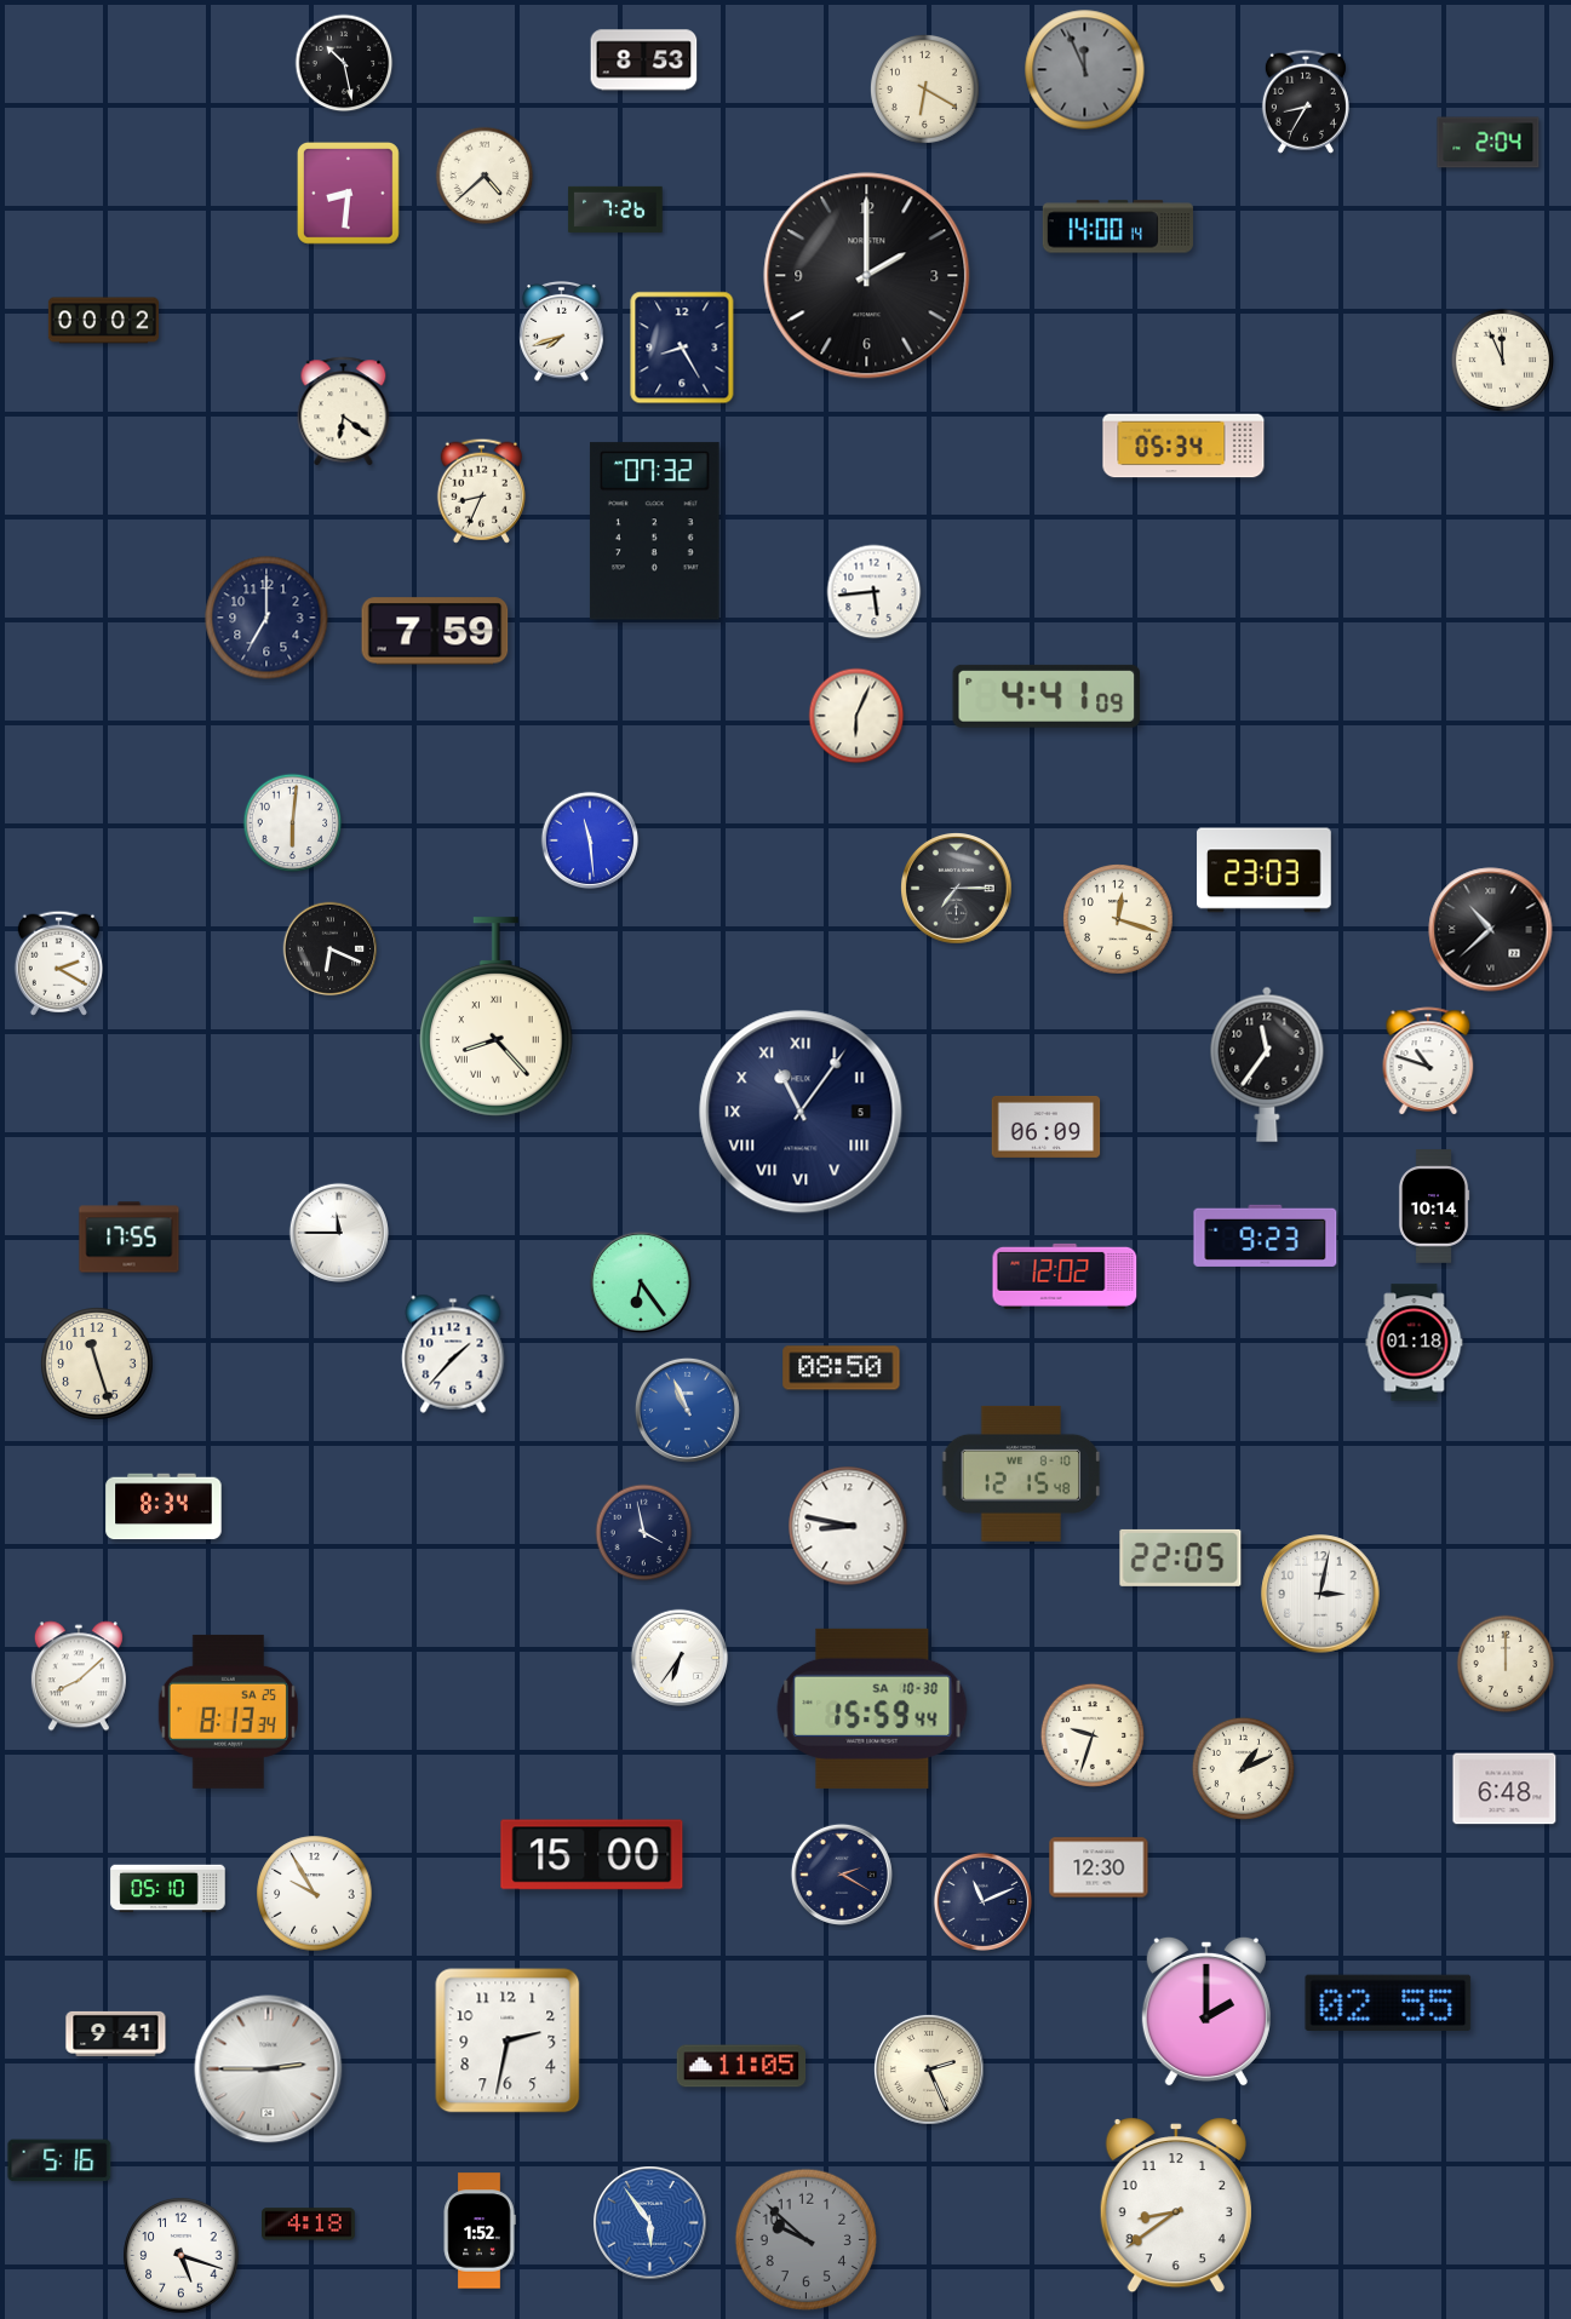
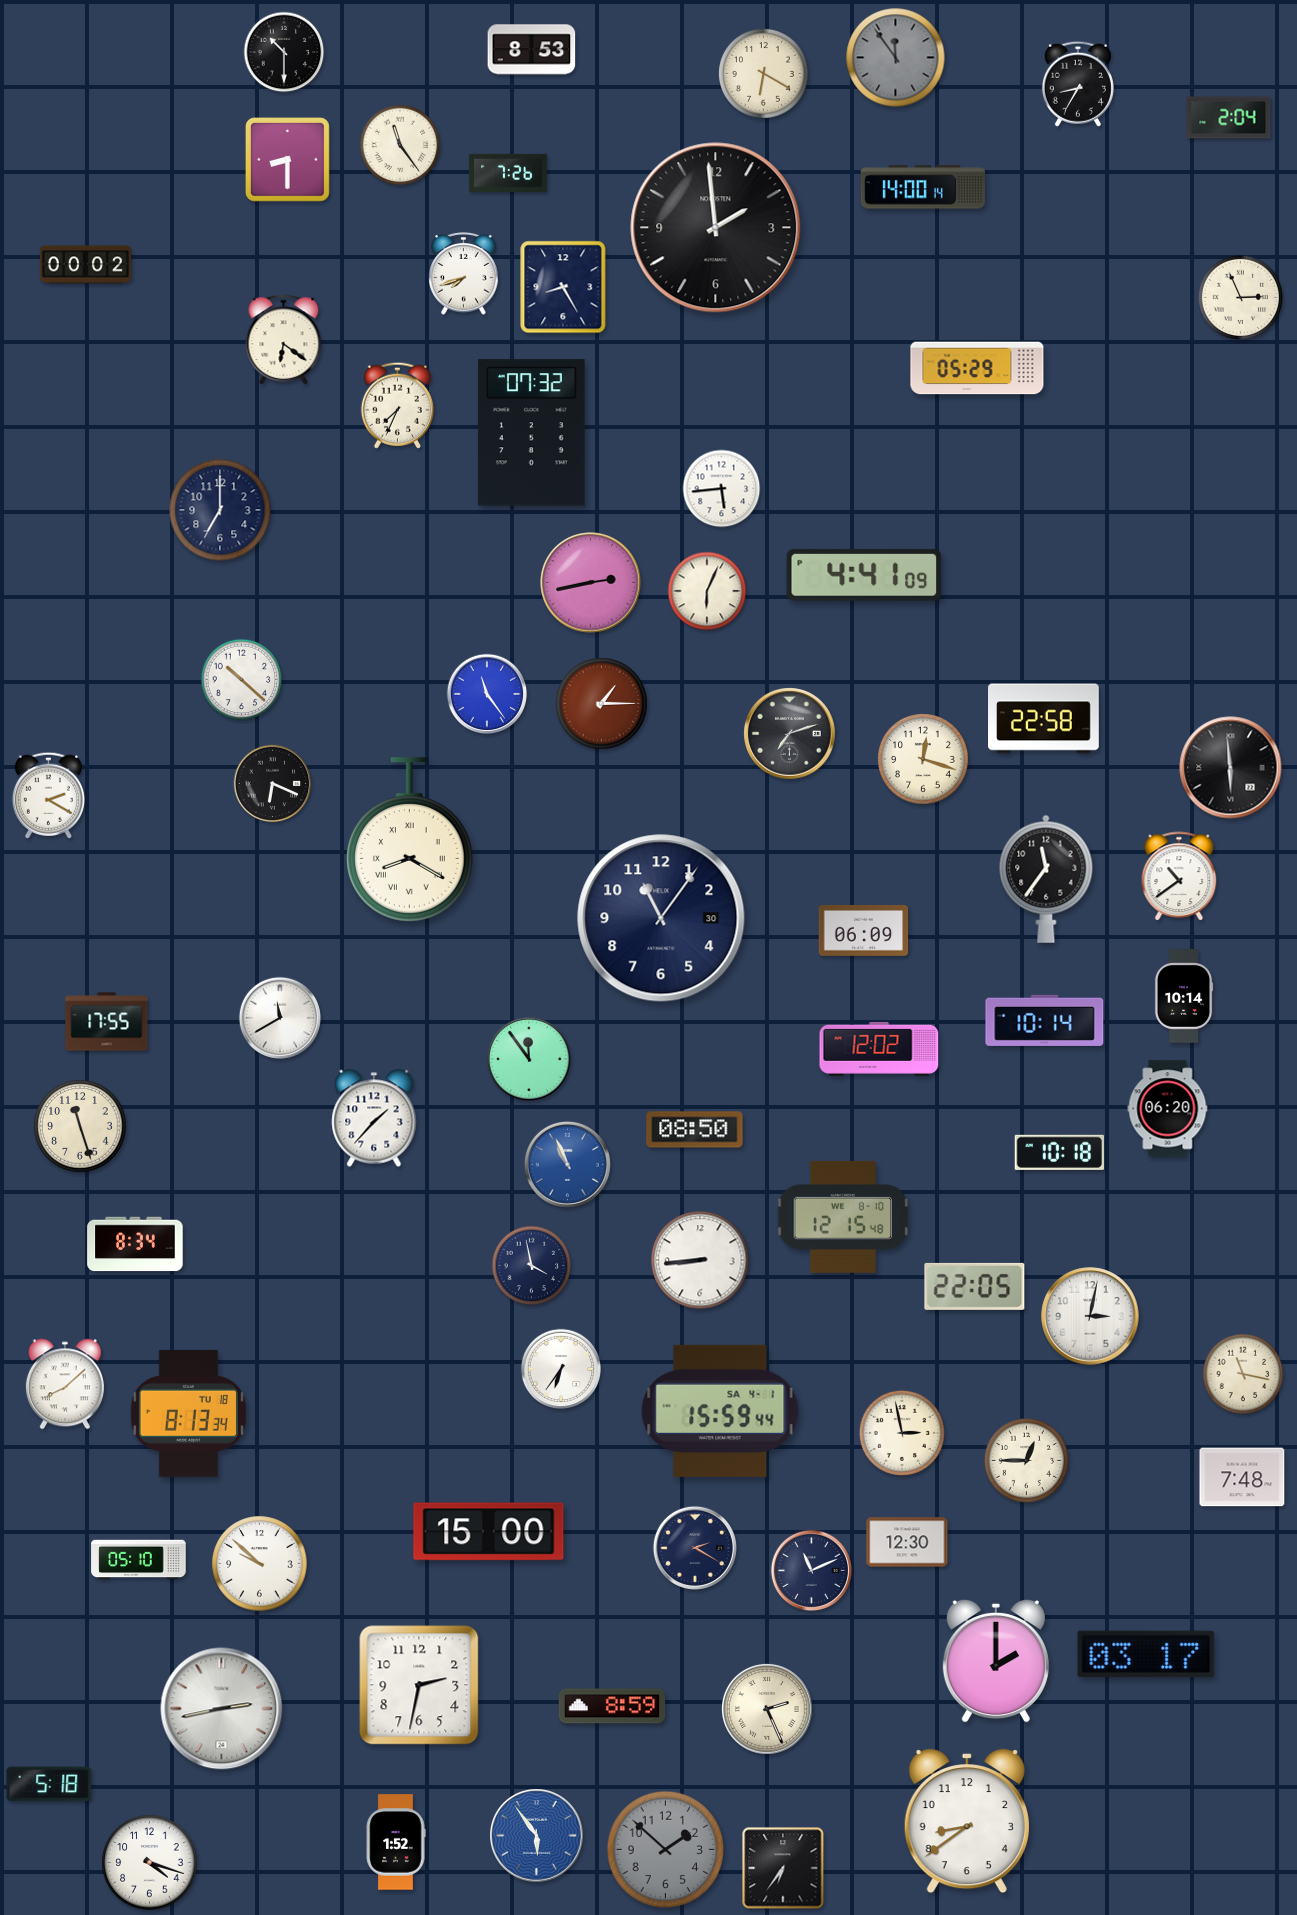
clock at (344, 63): 10:28 -> 10:30
clock at (1085, 70): 11:56 -> 11:54
clock at (485, 176): 4:38 -> 11:24
clock at (348, 193): 8:31 -> 8:30
clock at (867, 276): 2:00 -> 1:59
clock at (1502, 360): 11:56 -> 2:56
clock at (1183, 446): 05:34 -> 05:29
clock at (481, 490): 8:34 -> 7:34
clock at (655, 532) position: (655, 532) -> (532, 433)
clock at (435, 631): 7:59 -> none
clock at (591, 583): none -> 2:43
clock at (293, 823): 6:01 -> 10:22
clock at (590, 840): 11:29 -> 11:24
clock at (602, 704): none -> 1:15
clock at (1265, 871): 23:03 -> 22:58
clock at (957, 889): 7:15 -> 7:12
clock at (1491, 930): 10:38 -> 5:59
clock at (497, 1017): 8:23 -> 8:20
clock at (1428, 1062): 10:48 -> 10:39
clock at (801, 1112) date: 5 -> 30
clock at (801, 1112) numerals: Roman -> Arabic
clock at (338, 1232): 11:45 -> 11:40
clock at (1266, 1235): 9:23 -> 10:14
clock at (1065, 1276) position: (1065, 1276) -> (879, 1049)
clock at (641, 1282): 6:24 -> 11:54
clock at (1415, 1343): 01:18 -> 06:20
clock at (1059, 1152): none -> 10:18
clock at (848, 1526): 8:47 -> 8:44
clock at (1506, 1664): 12:00 -> 11:17
clock at (872, 1709) date: SA 10-30 -> SA 4-1
clock at (228, 1711) date: SA 25 -> TU 18
clock at (1093, 1735): 9:33 -> 2:58
clock at (1243, 1768): 1:11 -> 12:45
clock at (1504, 1789): 6:48 -> 7:48
clock at (315, 1894): 9:55 -> 9:52
clock at (1388, 2003): 02:55 -> 03:17
clock at (116, 2033): 9:41 -> none
clock at (741, 2066): 11:05 -> 8:59
clock at (269, 2070): 2:45 -> 2:43
clock at (59, 2160): 5:16 -> 5:18
clock at (1176, 2206) position: (1176, 2206) -> (967, 1822)
clock at (309, 2225): 4:18 -> none
clock at (807, 2240): 9:52 -> 1:52
clock at (182, 2256): 5:18 -> 4:18
clock at (783, 1868): none -> 6:36
